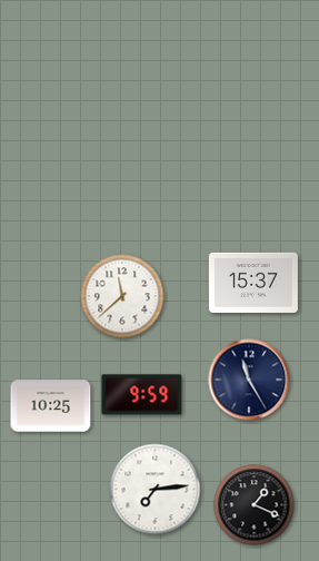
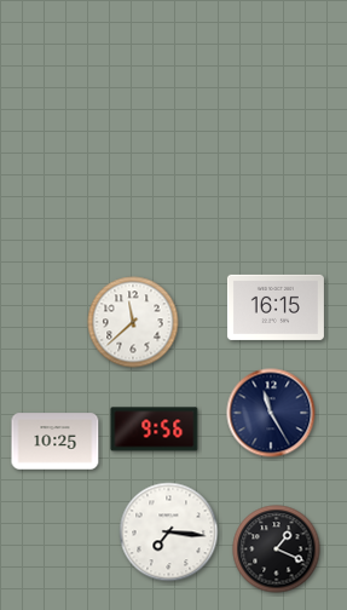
clock at (253, 283): 15:37 -> 16:15
clock at (142, 395): 9:59 -> 9:56
clock at (156, 490): 7:14 -> 7:16
